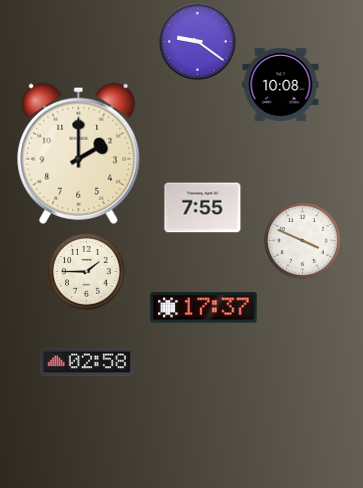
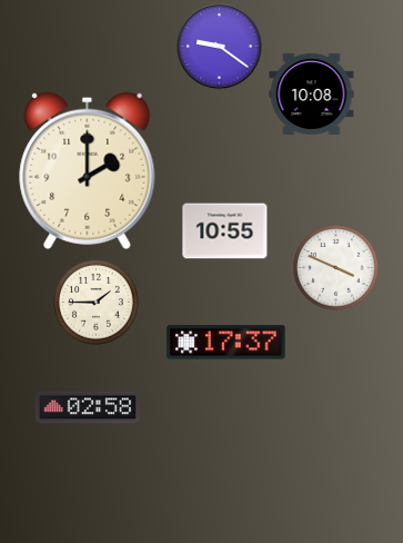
clock at (203, 208): 7:55 -> 10:55
clock at (86, 362) position: (86, 362) -> (87, 407)
